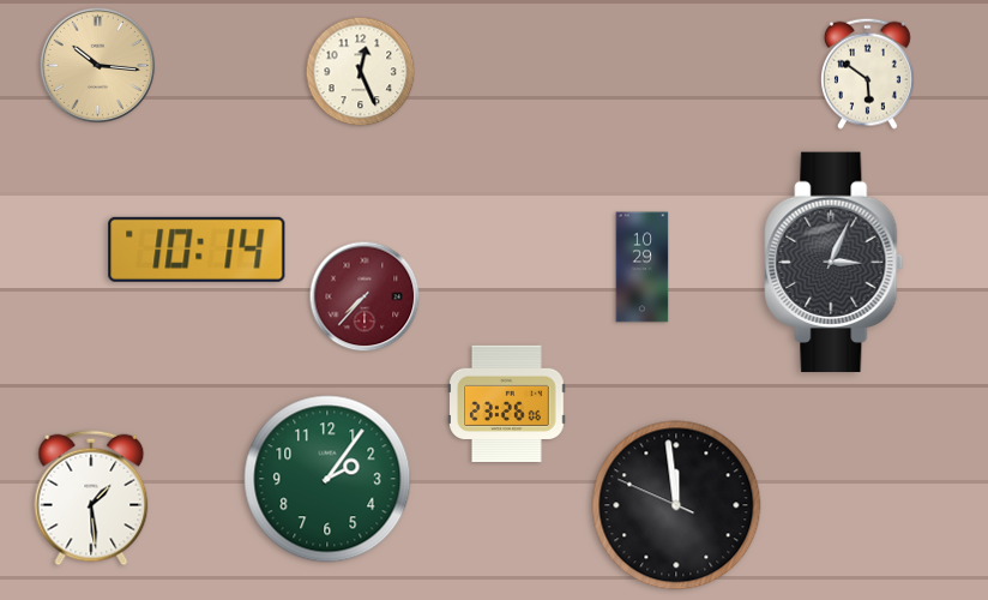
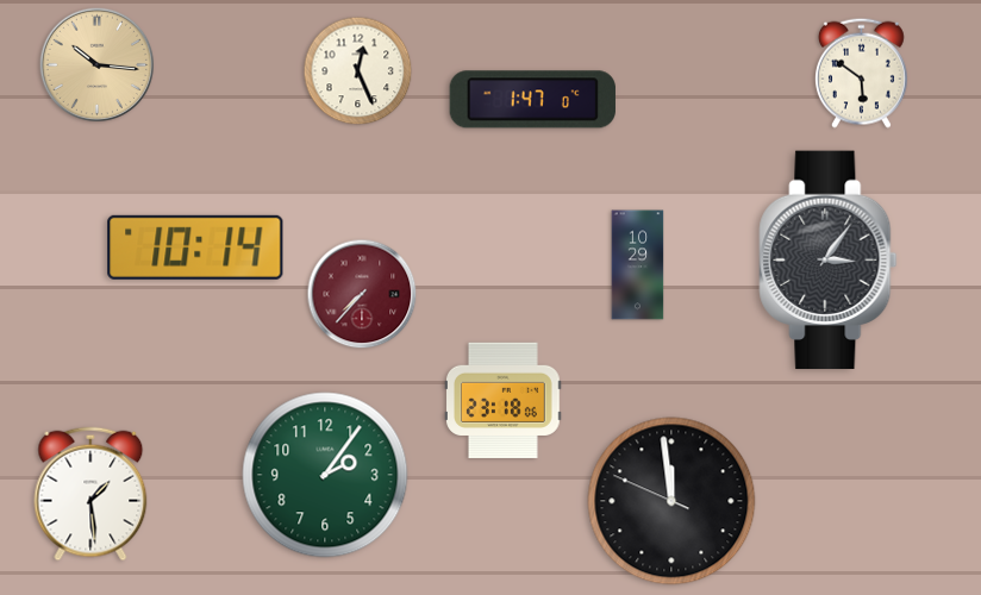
clock at (532, 100): none -> 1:47
clock at (835, 263): 3:04 -> 3:06
clock at (507, 403): 23:26 -> 23:18
